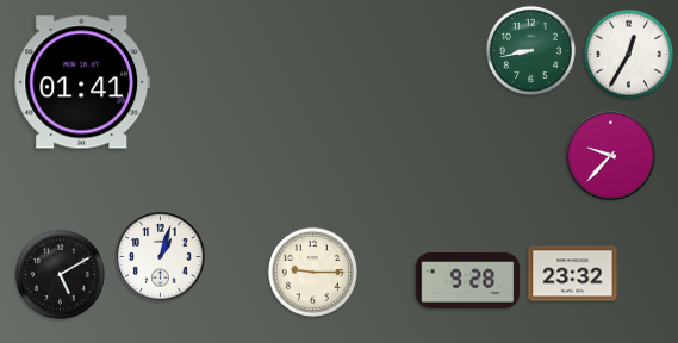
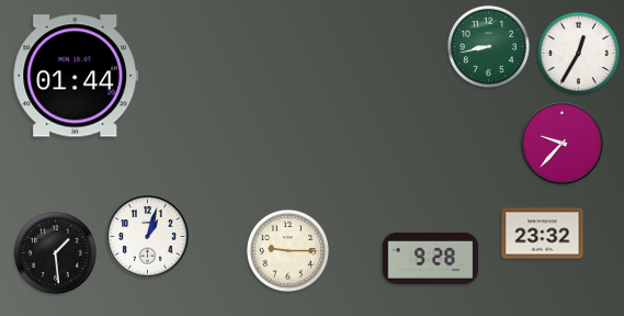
clock at (628, 54) position: (628, 54) -> (578, 53)
clock at (82, 82): 01:41 -> 01:44
clock at (60, 274): 5:10 -> 1:29
clock at (573, 274) position: (573, 274) -> (543, 234)
